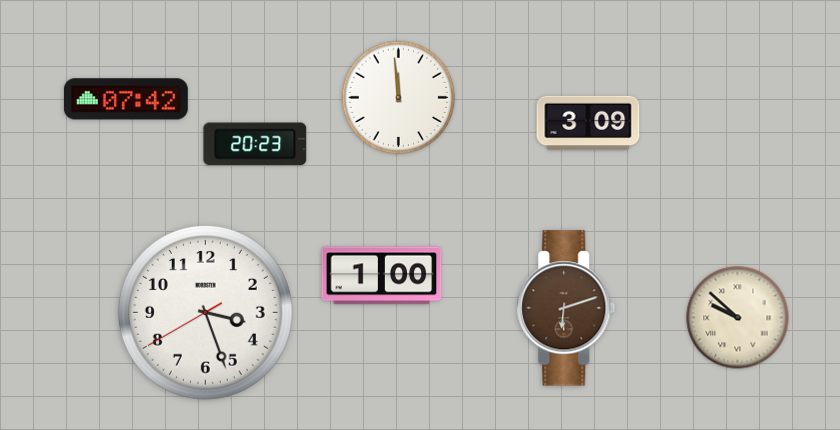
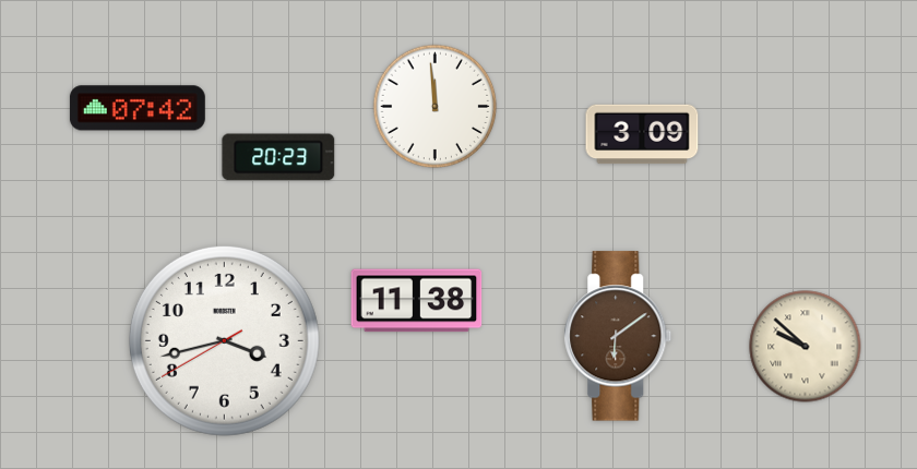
clock at (382, 276): 1:00 -> 11:38
clock at (566, 308): 6:12 -> 6:09
clock at (205, 312): 3:26 -> 3:42
